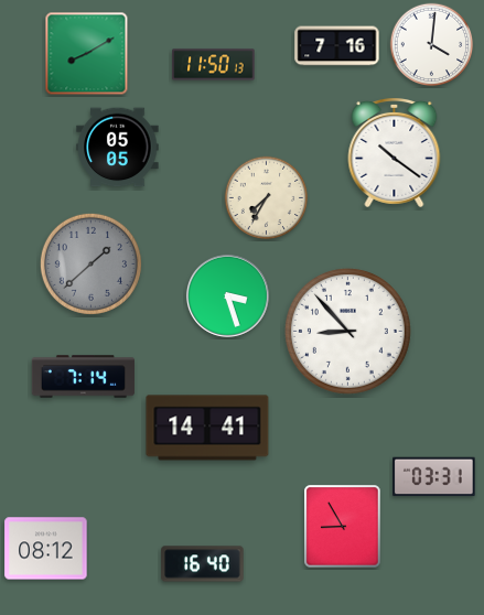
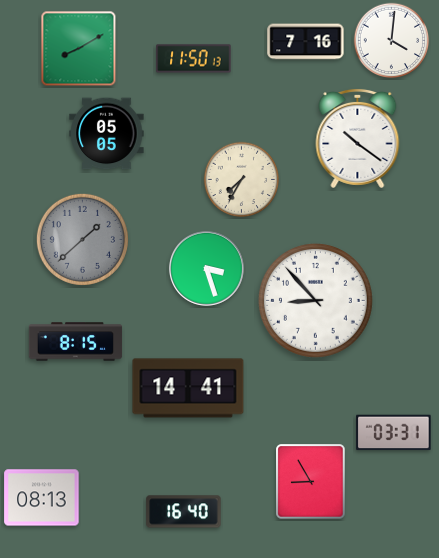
clock at (84, 377): 7:14 -> 8:15
clock at (343, 527) position: (343, 527) -> (311, 482)
clock at (46, 549): 08:12 -> 08:13
